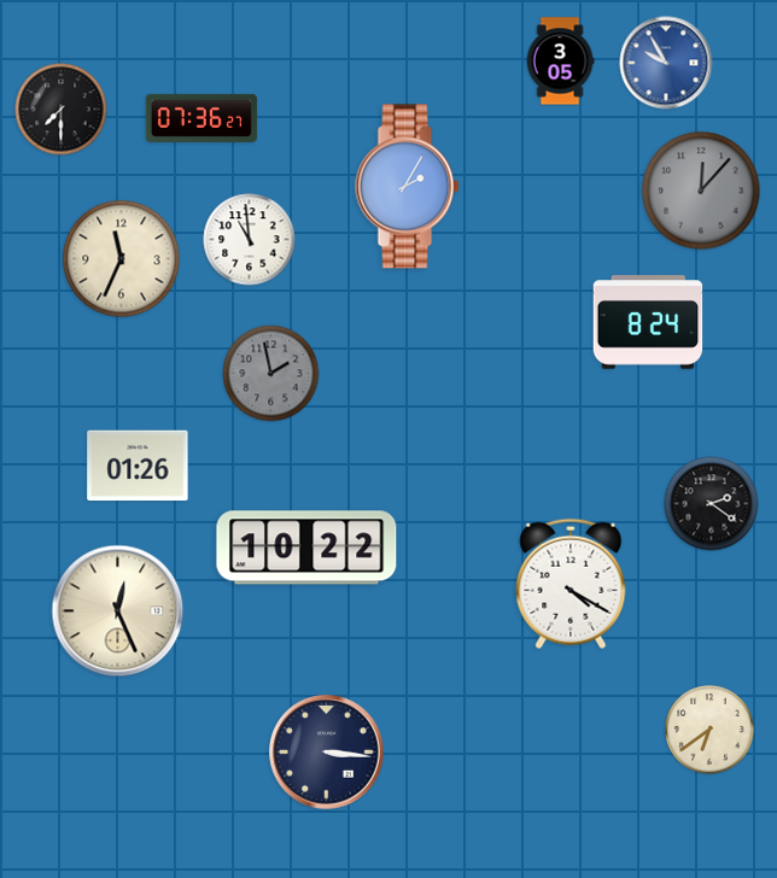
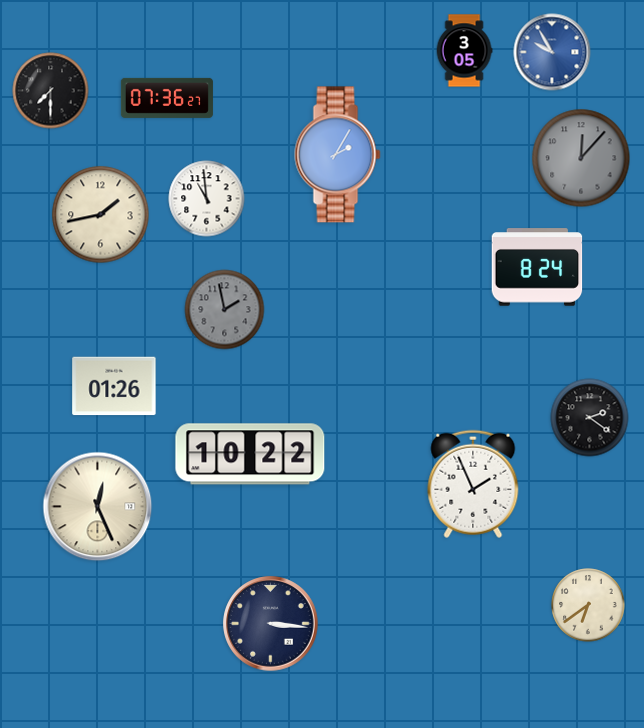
clock at (122, 259): 11:34 -> 1:43
clock at (306, 548) position: (306, 548) -> (250, 454)
clock at (571, 584): 4:20 -> 1:56
